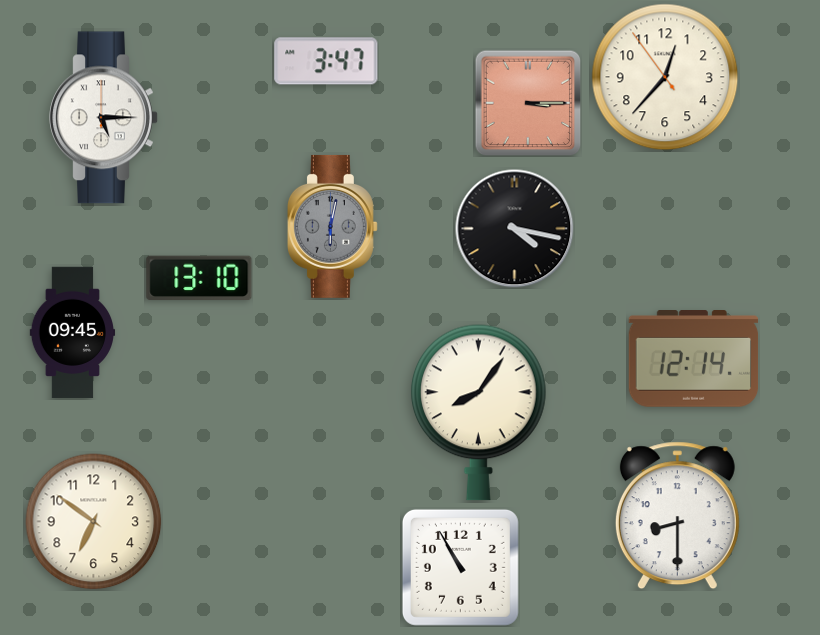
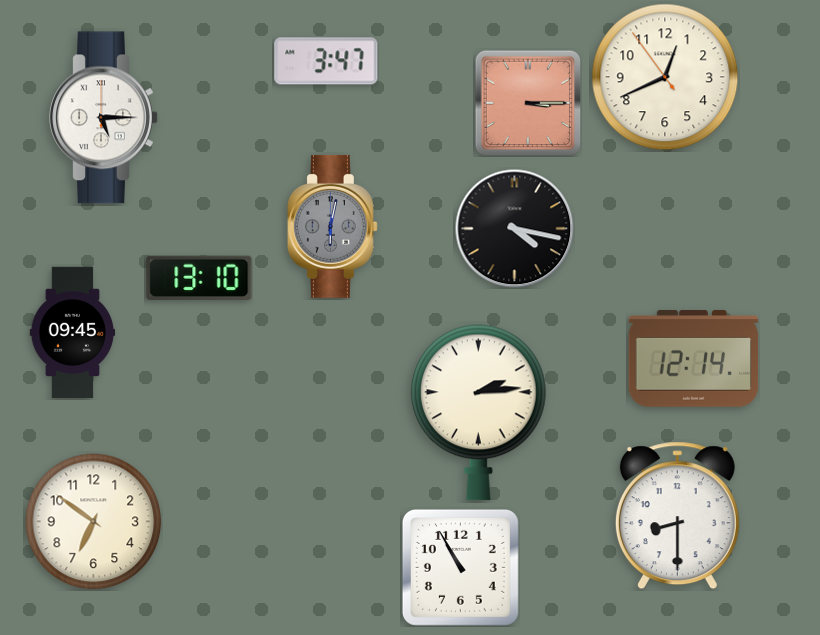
clock at (665, 77): 12:36 -> 12:40
clock at (478, 412): 8:06 -> 2:14
